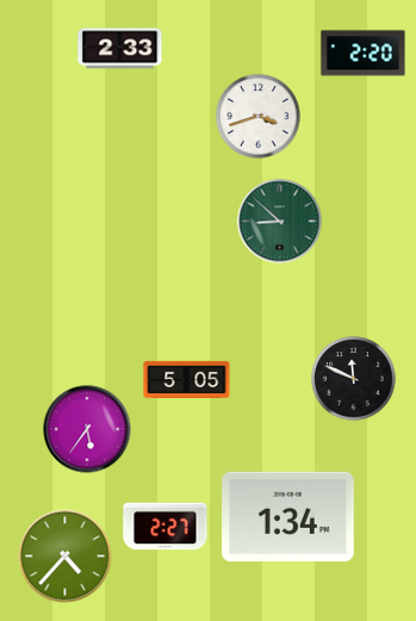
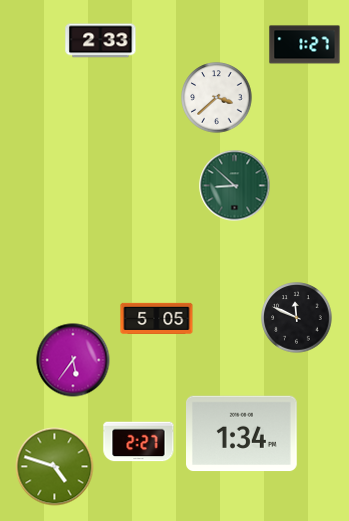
clock at (364, 54): 2:20 -> 1:27
clock at (259, 117): 3:42 -> 3:38
clock at (66, 557): 4:37 -> 4:48
